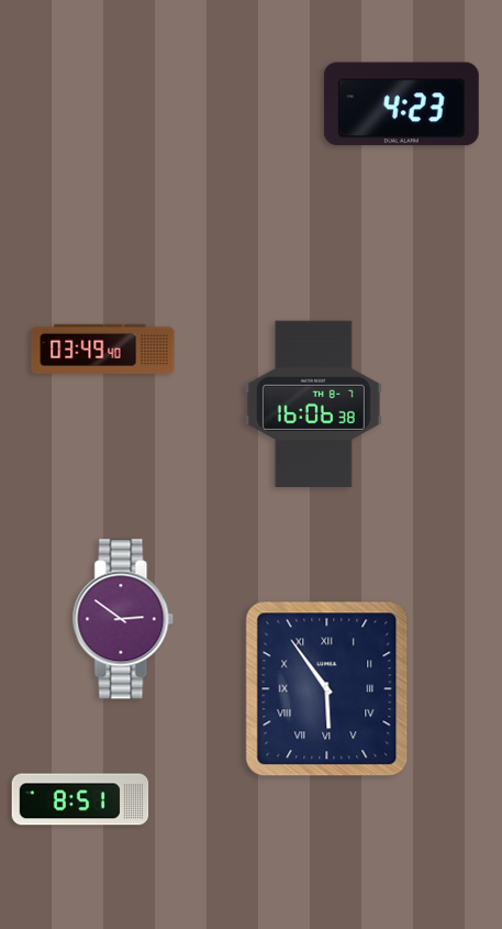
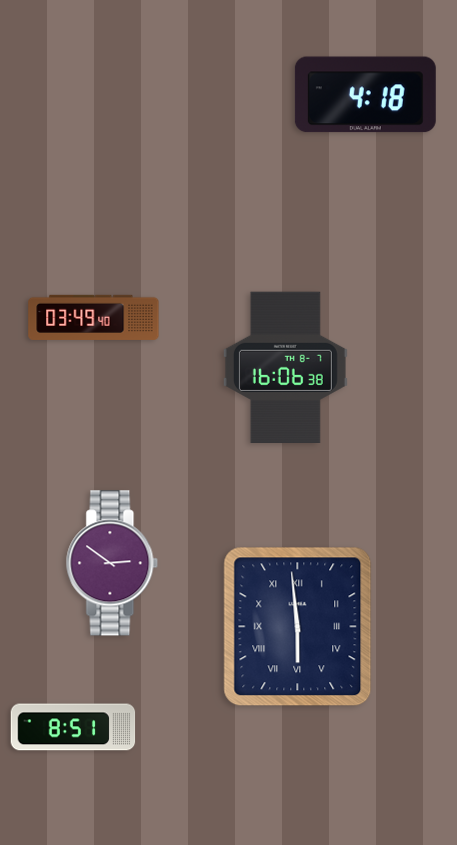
clock at (401, 104): 4:23 -> 4:18
clock at (327, 689): 5:54 -> 5:59
